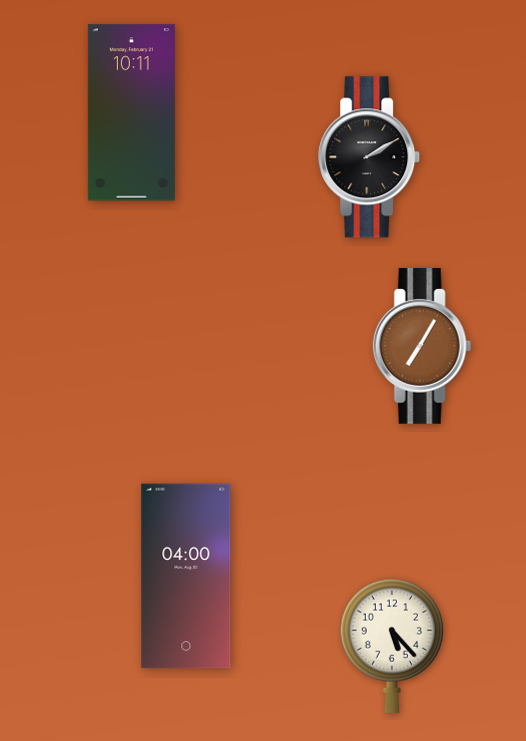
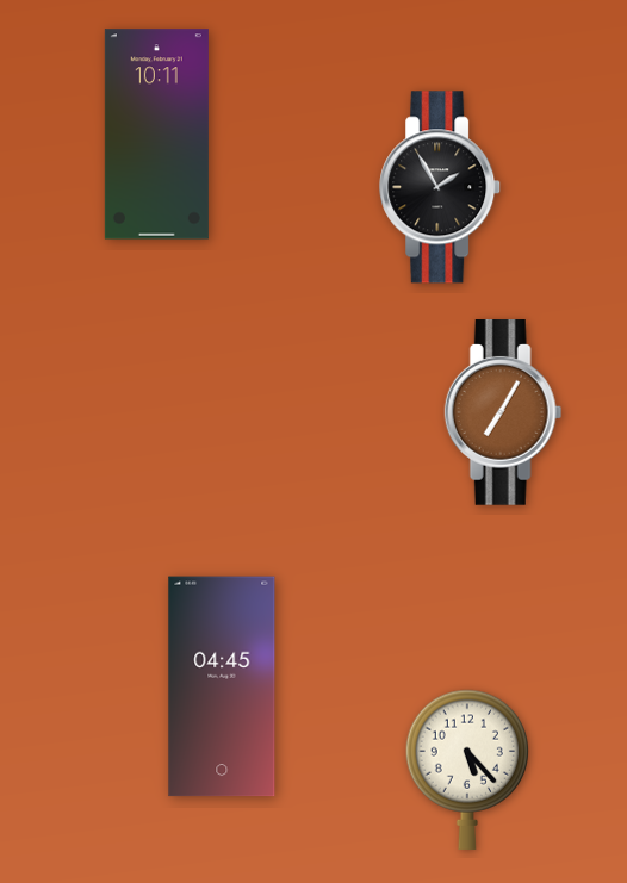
clock at (370, 157): 2:10 -> 1:55
clock at (186, 576): 04:00 -> 04:45
